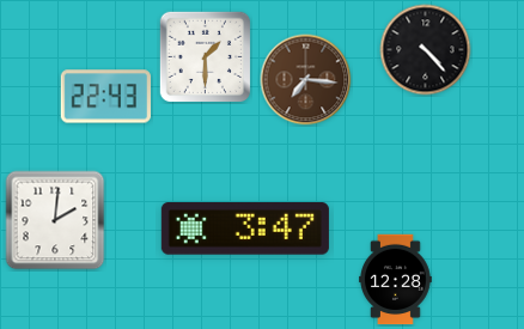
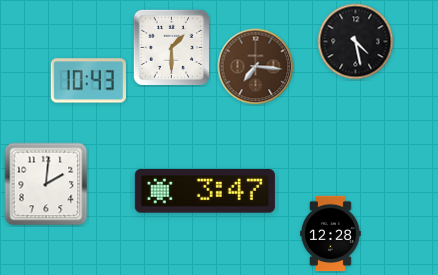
clock at (426, 50): 4:23 -> 4:28
clock at (105, 97): 22:43 -> 10:43
